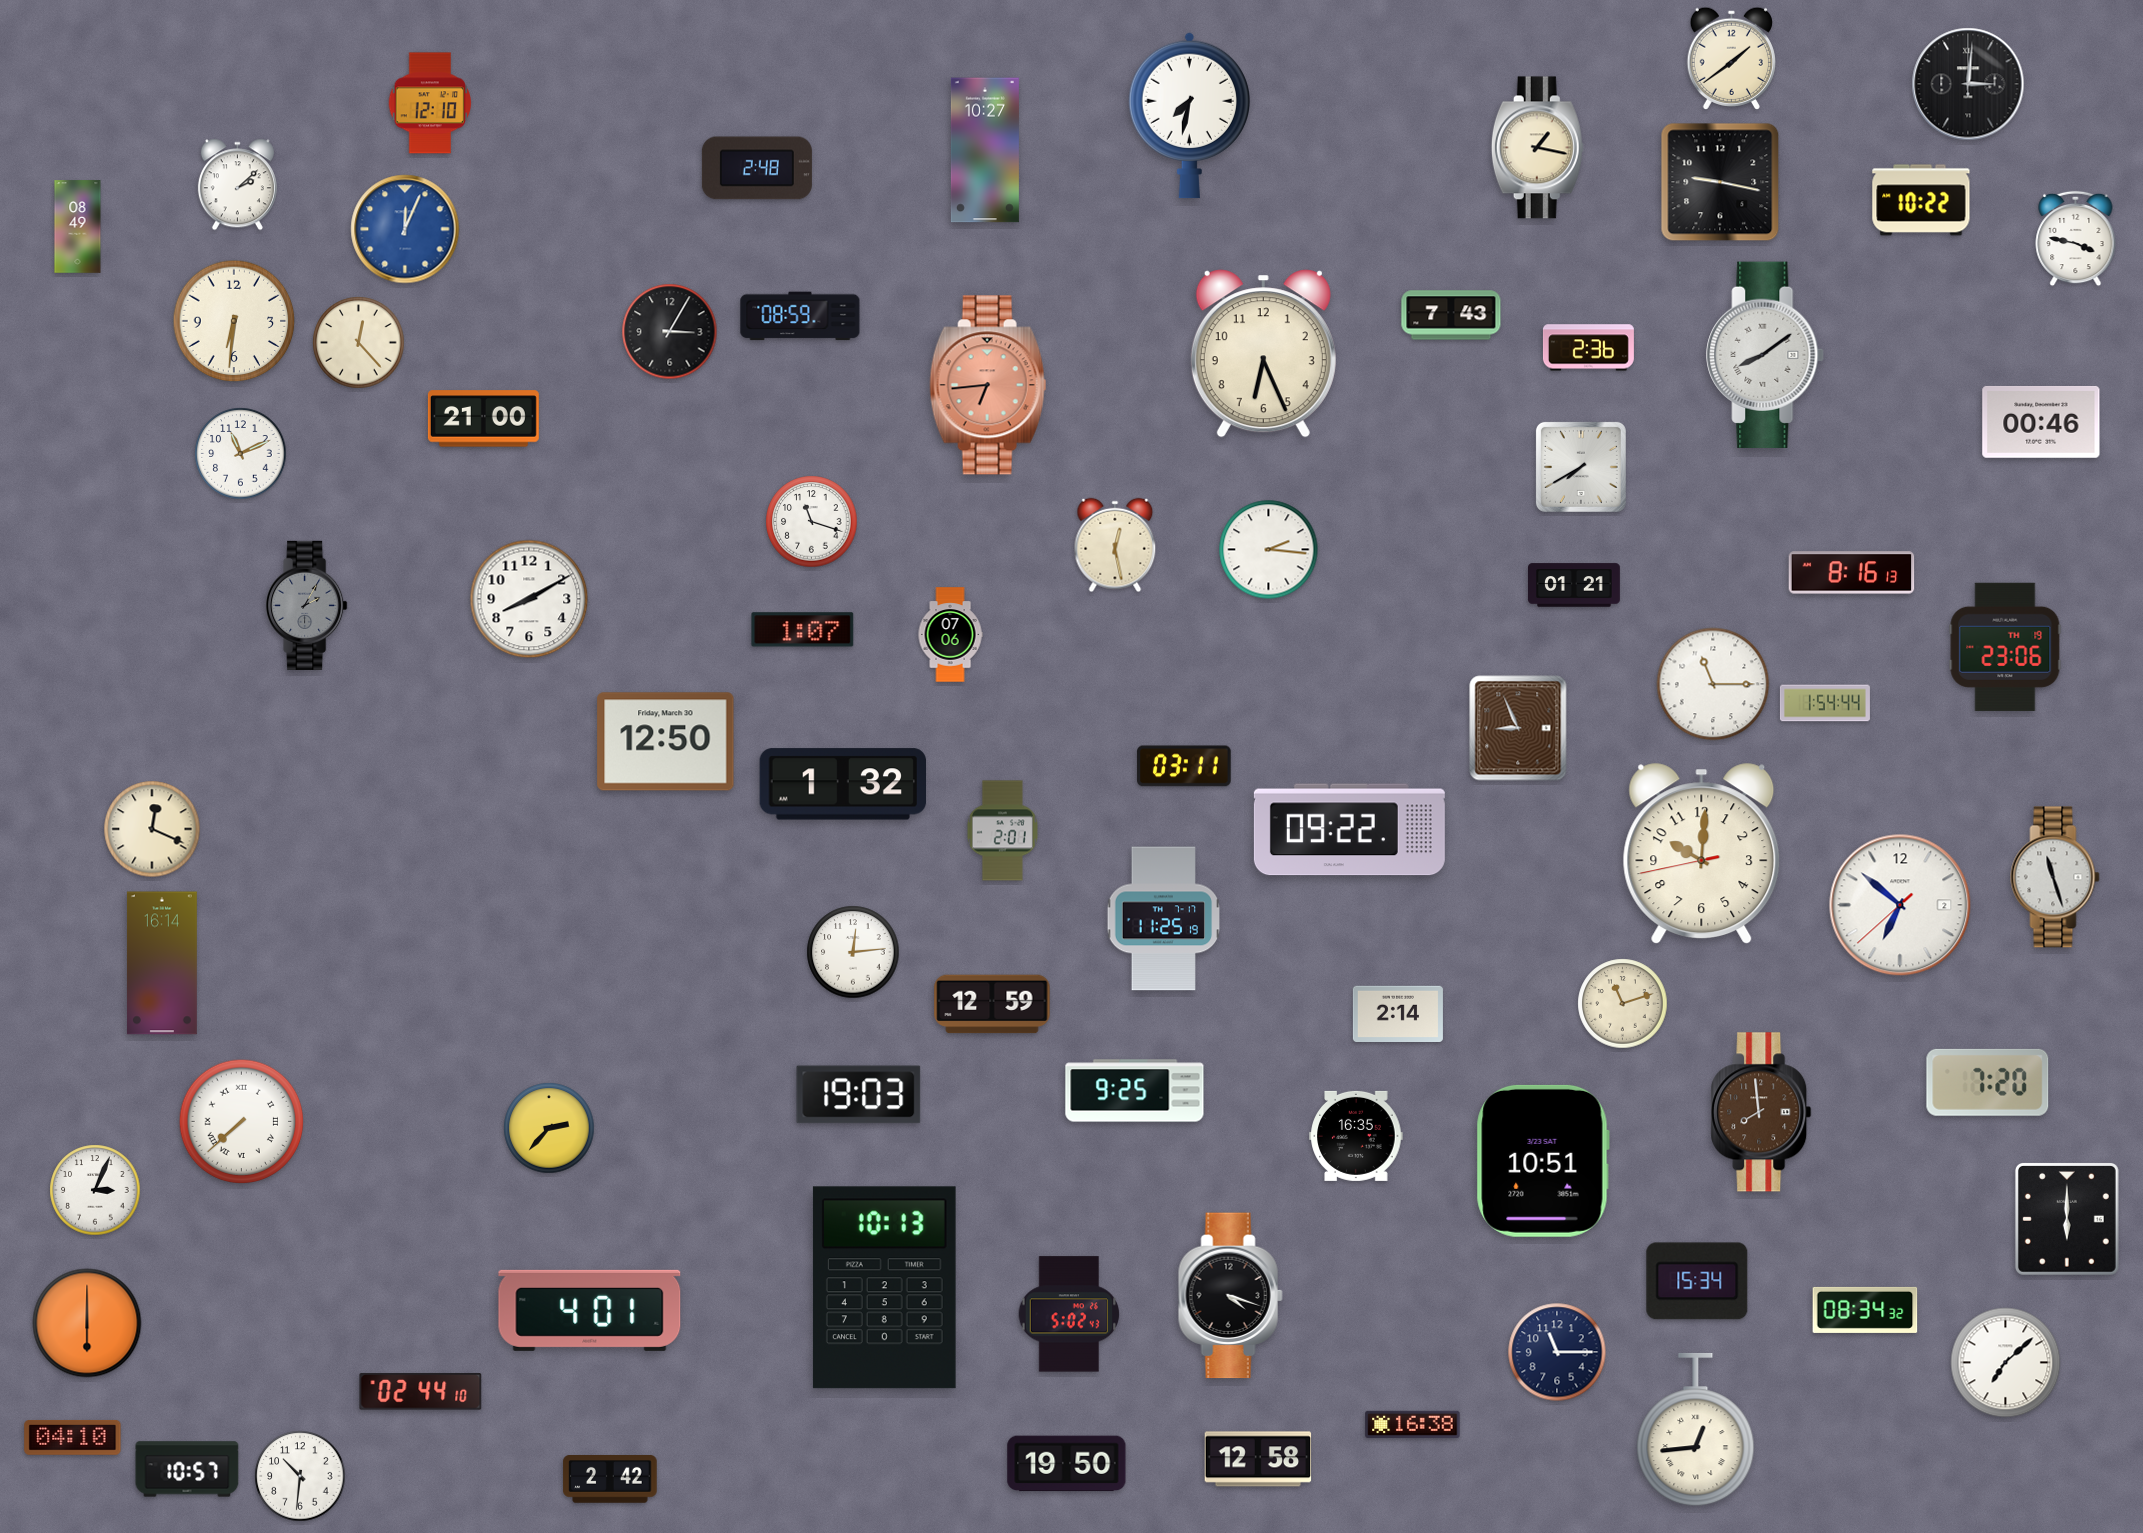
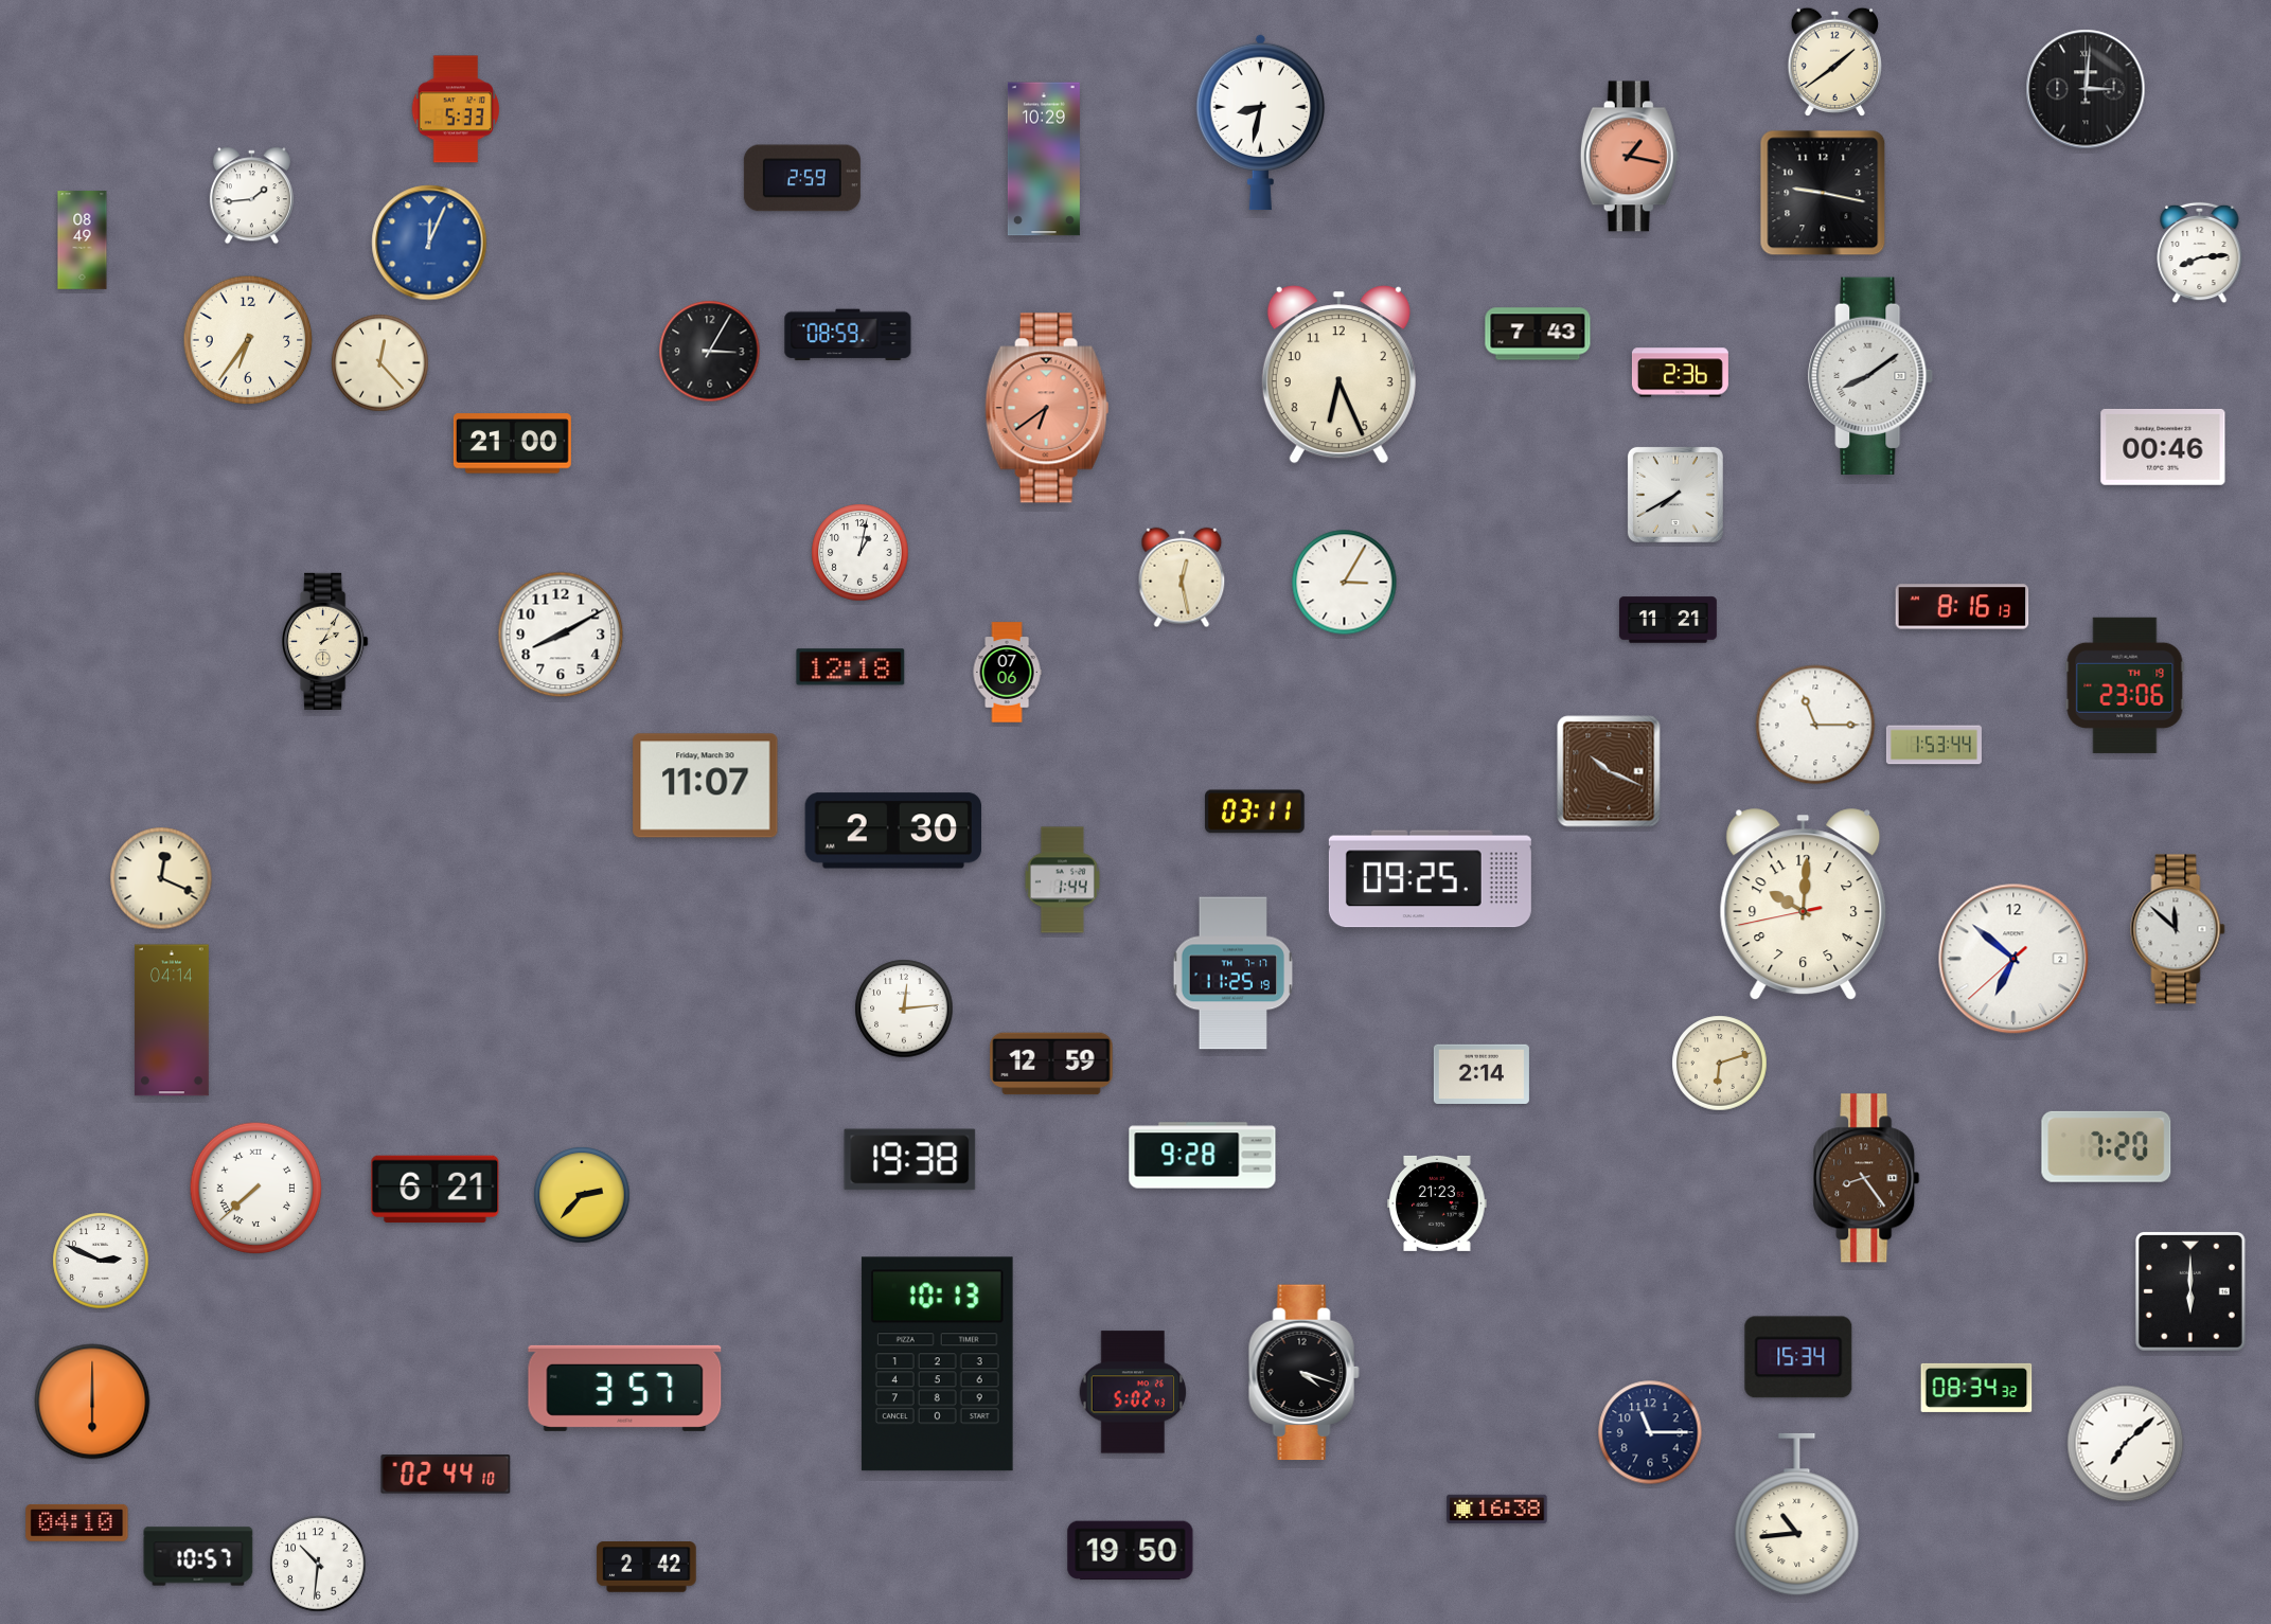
clock at (430, 103): 12:10 -> 5:33
clock at (1189, 115): 7:32 -> 8:32
clock at (1537, 148) dial: cream -> salmon
clock at (985, 150): 10:27 -> 10:29
clock at (757, 168): 2:48 -> 2:59
clock at (237, 185): 2:08 -> 1:44
clock at (1921, 200): 10:22 -> none
clock at (2076, 239): 3:47 -> 8:14
clock at (234, 321): 6:31 -> 6:36
clock at (1588, 348) position: (1588, 348) -> (1680, 373)
clock at (988, 385): 6:44 -> 6:39
clock at (241, 454): 11:11 -> none
clock at (812, 522): 11:18 -> 1:02
clock at (1269, 550): 2:16 -> 3:05
clock at (1575, 585): 01:21 -> 11:21
clock at (307, 605) dial: grey -> cream
clock at (803, 630): 1:07 -> 12:18
clock at (1825, 703): 1:54 -> 1:53
clock at (1518, 728): 8:56 -> 10:19
clock at (666, 742): 12:50 -> 11:07
clock at (842, 784): 1:32 -> 2:30
clock at (1349, 830): 09:22 -> 09:25
clock at (1002, 831): 2:01 -> 1:44
clock at (2055, 877): 11:27 -> 11:52
clock at (162, 963): 16:14 -> 04:14
clock at (1623, 1004): 11:12 -> 6:12
clock at (1135, 1091): 9:25 -> 9:28
clock at (859, 1095): 19:03 -> 19:38
clock at (1761, 1112): 7:59 -> 8:24
clock at (436, 1190): none -> 6:21
clock at (1356, 1136): 16:35 -> 21:23
clock at (1543, 1161): 10:51 -> none
clock at (95, 1190): 3:04 -> 2:49
clock at (590, 1310): 4:01 -> 3:57
clock at (1696, 1430): 12:44 -> 10:44
clock at (1258, 1459): 12:58 -> none
